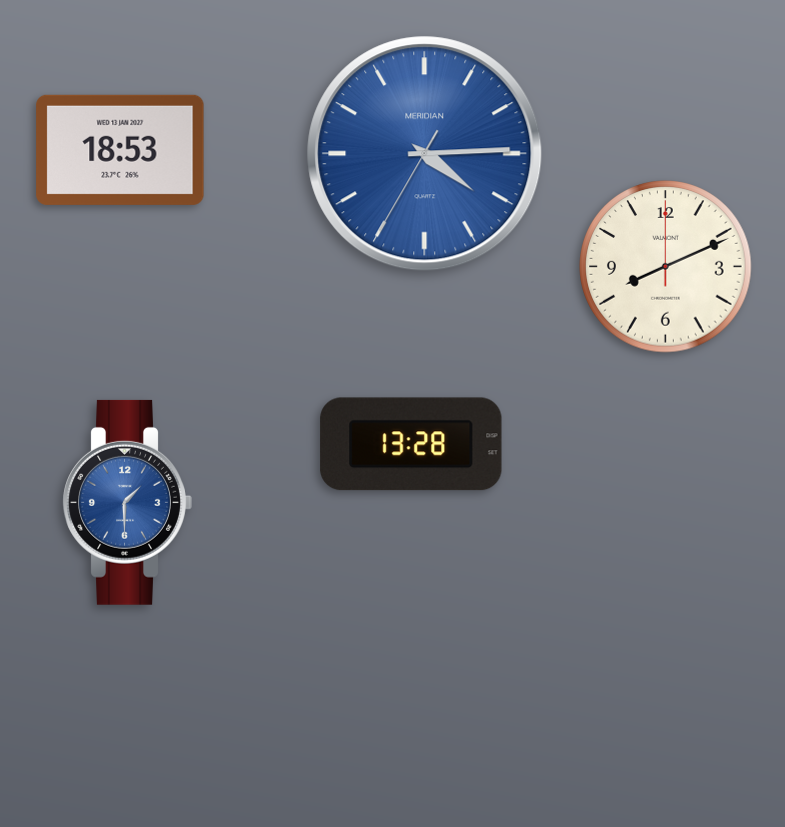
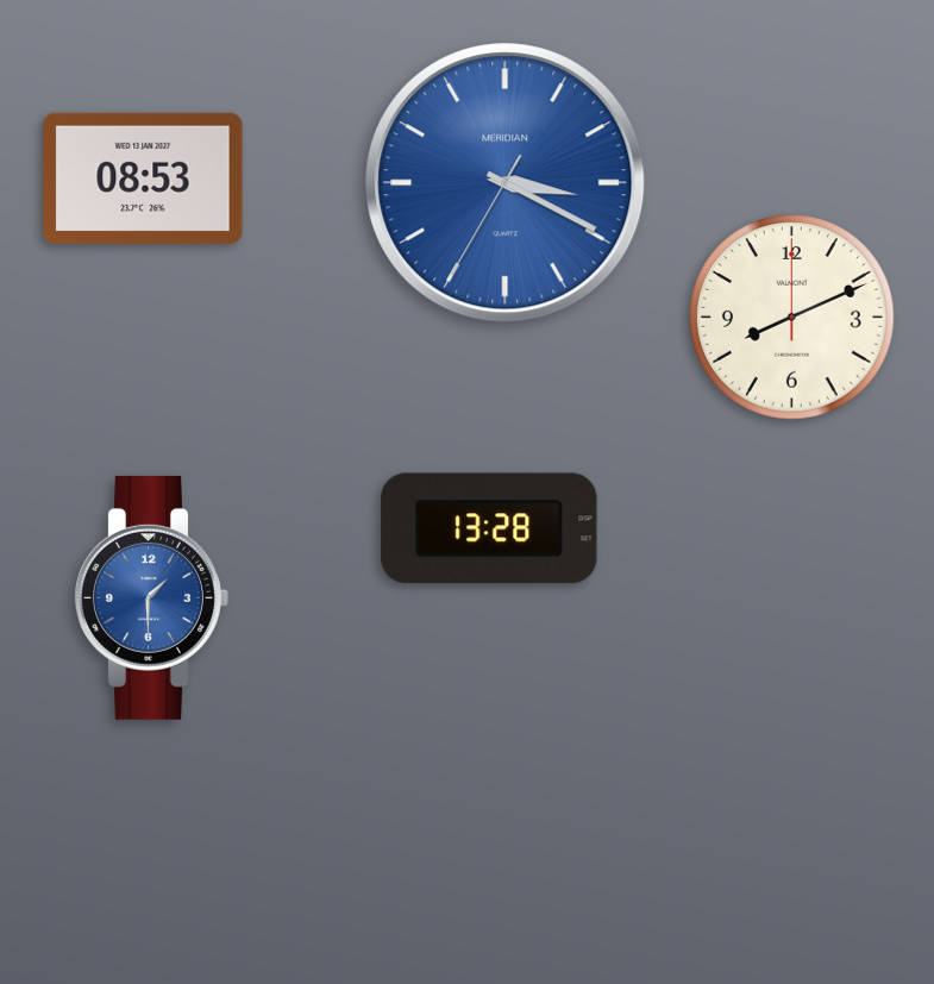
clock at (120, 150): 18:53 -> 08:53
clock at (425, 154): 4:14 -> 3:19
